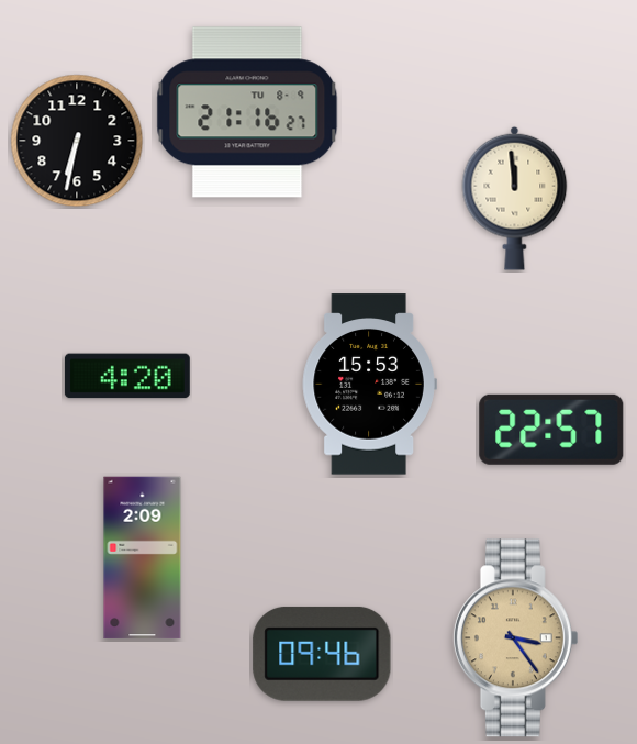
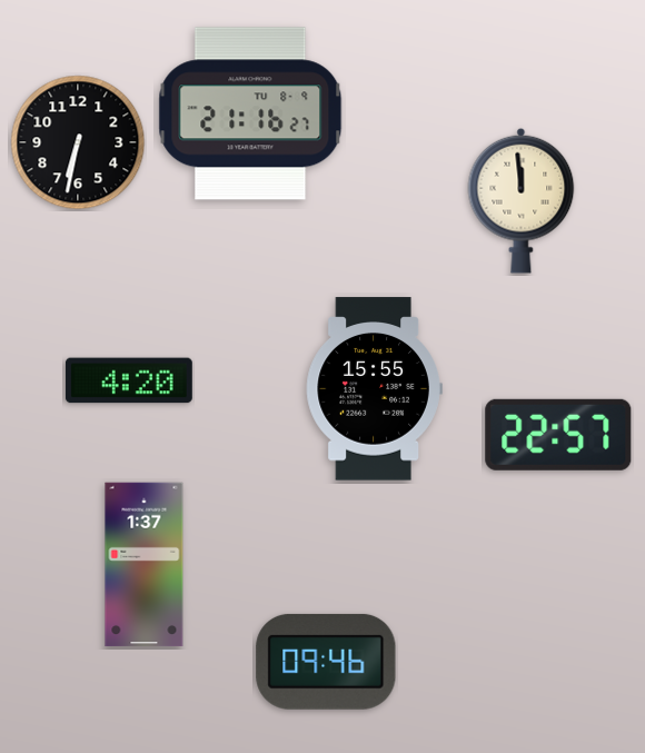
clock at (369, 385): 15:53 -> 15:55
clock at (143, 558): 2:09 -> 1:37
clock at (515, 638): 3:24 -> none
